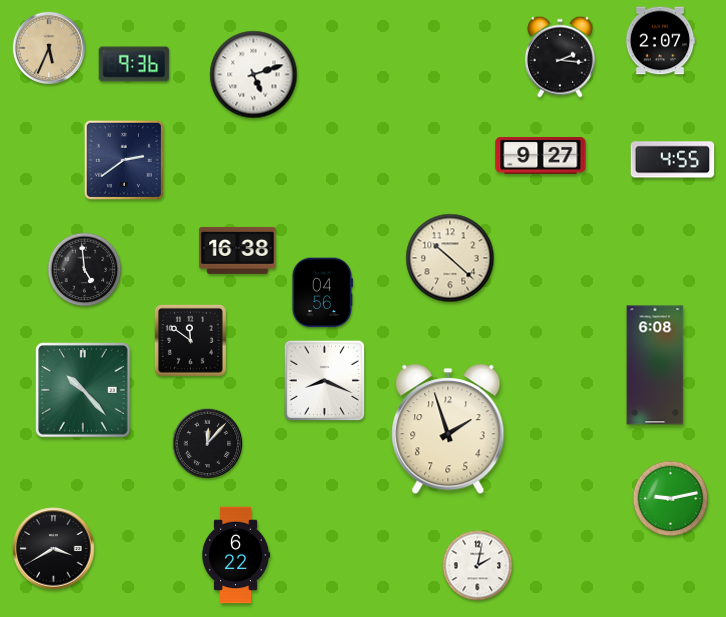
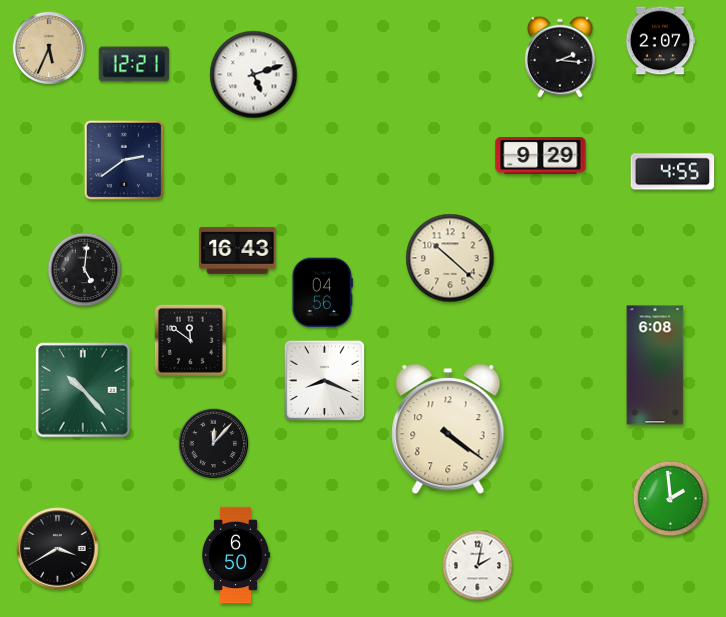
clock at (134, 64): 9:36 -> 12:21
clock at (541, 156): 9:27 -> 9:29
clock at (673, 160) position: (673, 160) -> (673, 172)
clock at (238, 250): 16:38 -> 16:43
clock at (85, 270): 4:59 -> 5:01
clock at (448, 430): 1:57 -> 4:21
clock at (208, 444) position: (208, 444) -> (214, 444)
clock at (671, 499): 9:13 -> 1:59
clock at (54, 549) position: (54, 549) -> (58, 549)
clock at (236, 555): 6:22 -> 6:50
